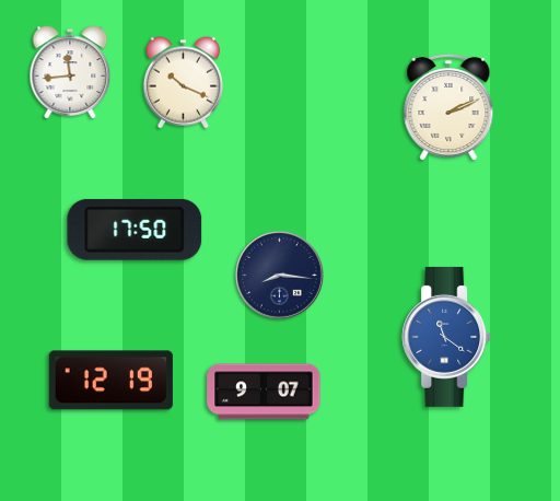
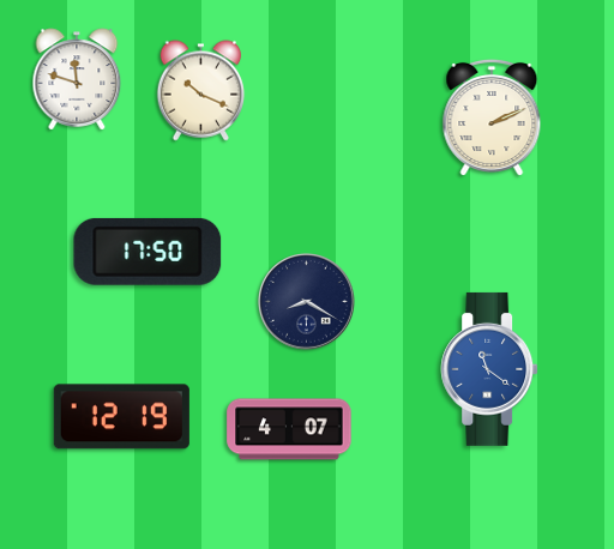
clock at (70, 72): 11:44 -> 11:48
clock at (280, 276): 8:16 -> 8:20
clock at (264, 392): 9:07 -> 4:07
